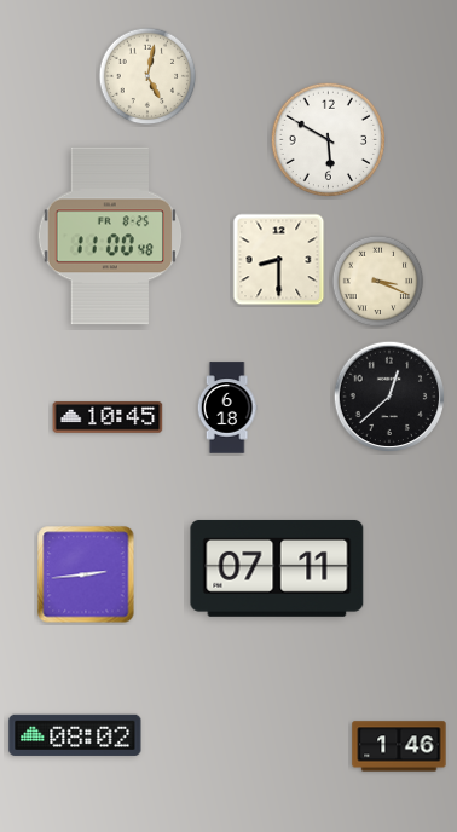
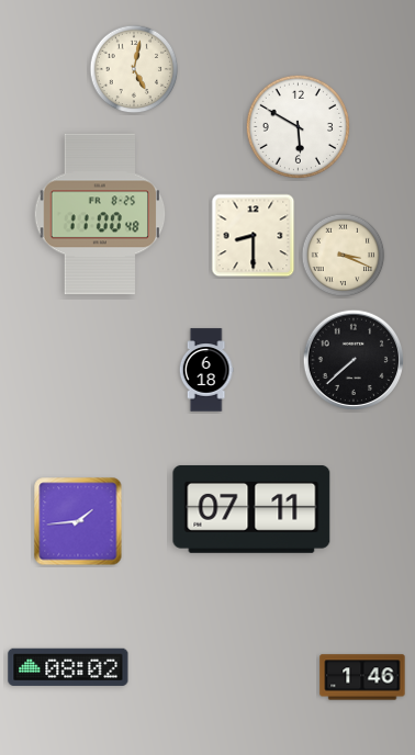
clock at (388, 395): 12:38 -> 7:38
clock at (108, 418): 10:45 -> none
clock at (277, 568) position: (277, 568) -> (251, 509)
clock at (86, 574): 2:44 -> 1:44
